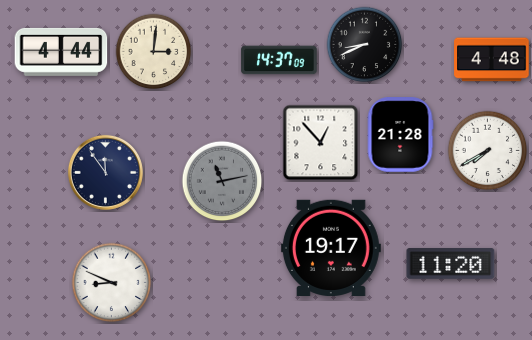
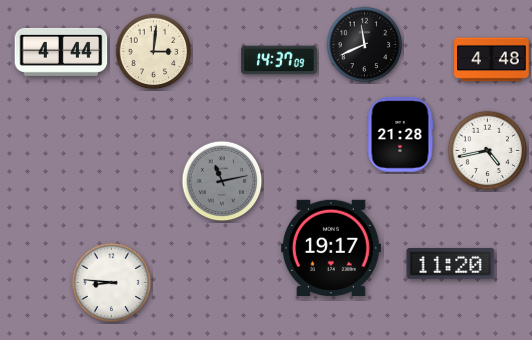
clock at (365, 45): 8:41 -> 11:41
clock at (321, 143): 12:53 -> none
clock at (488, 151): 7:40 -> 4:43
clock at (105, 172): 11:54 -> none
clock at (112, 283): 8:49 -> 8:46
